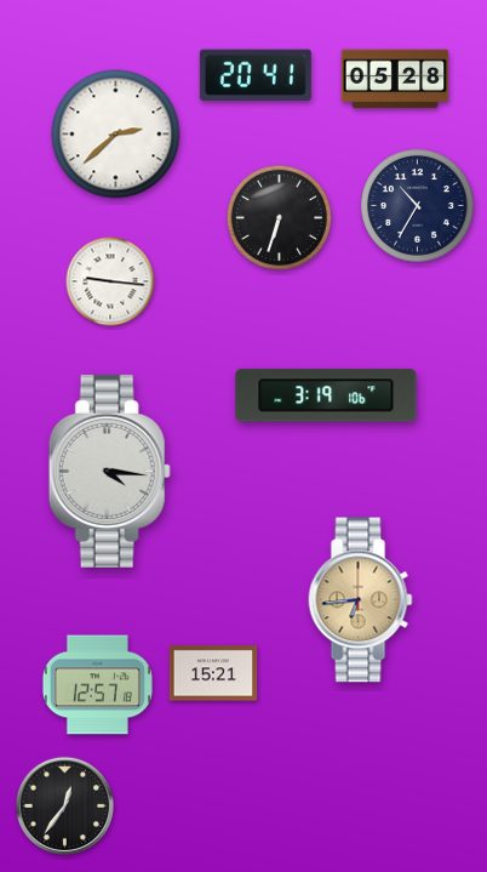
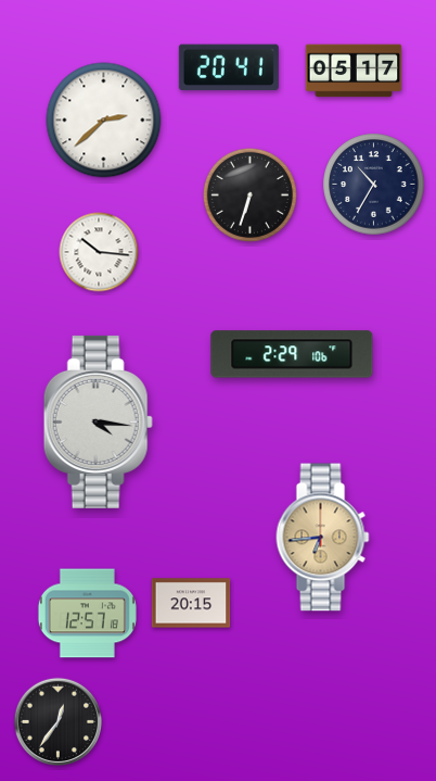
clock at (395, 79): 05:28 -> 05:17
clock at (110, 281): 9:16 -> 10:16
clock at (326, 395): 3:19 -> 2:29
clock at (213, 673): 15:21 -> 20:15
